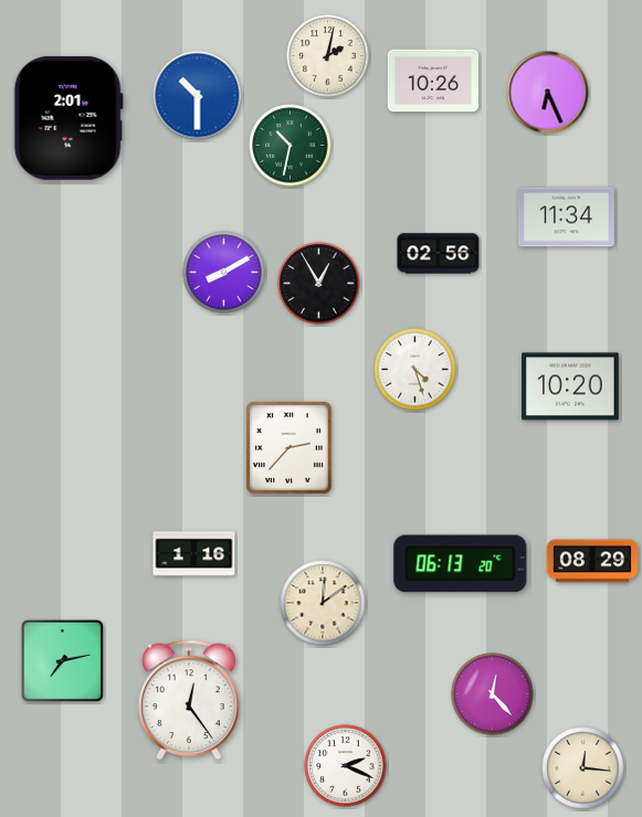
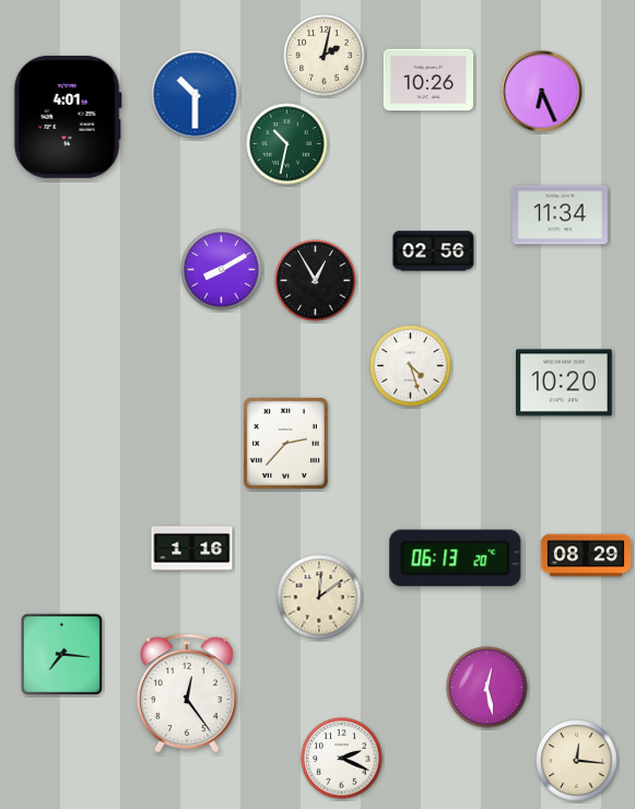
clock at (69, 118): 2:01 -> 4:01
clock at (62, 660): 7:13 -> 7:16
clock at (493, 694): 12:23 -> 12:28
